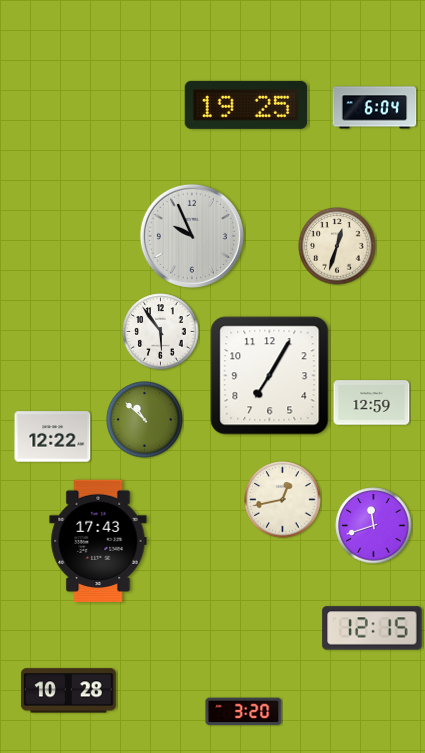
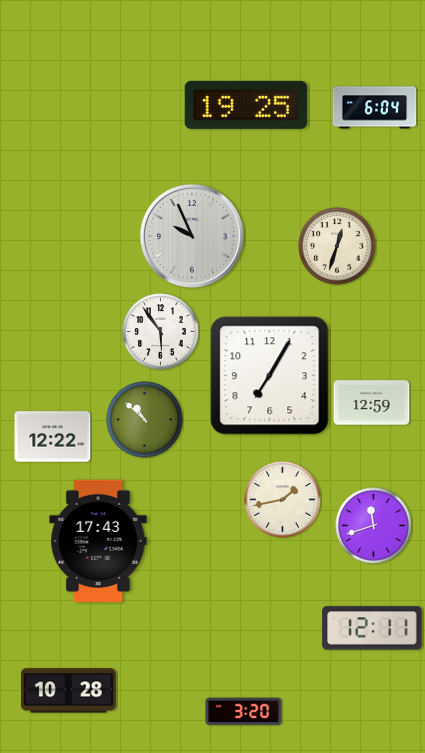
clock at (283, 500): 12:43 -> 1:43
clock at (372, 628): 12:15 -> 12:11
